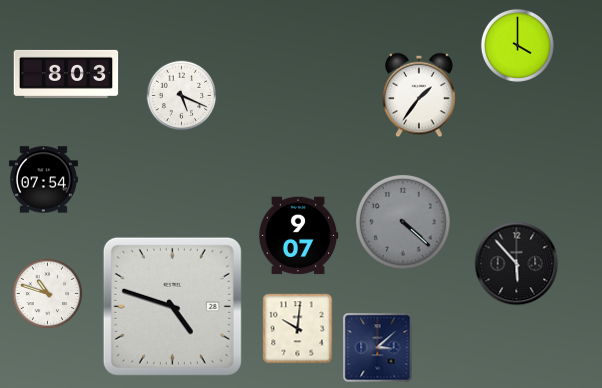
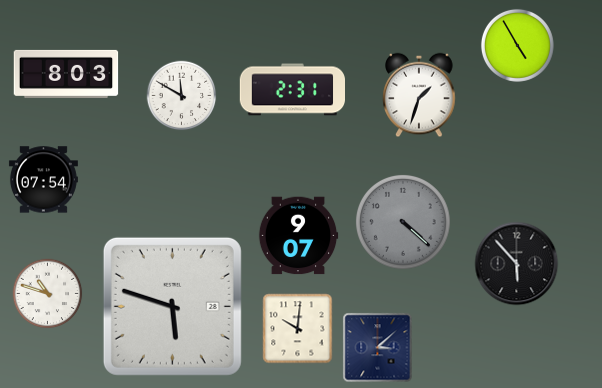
clock at (517, 45): 4:00 -> 4:55
clock at (292, 90): none -> 2:31
clock at (419, 95): 1:36 -> 1:33
clock at (182, 96): 5:19 -> 11:50
clock at (172, 306): 4:48 -> 5:48
